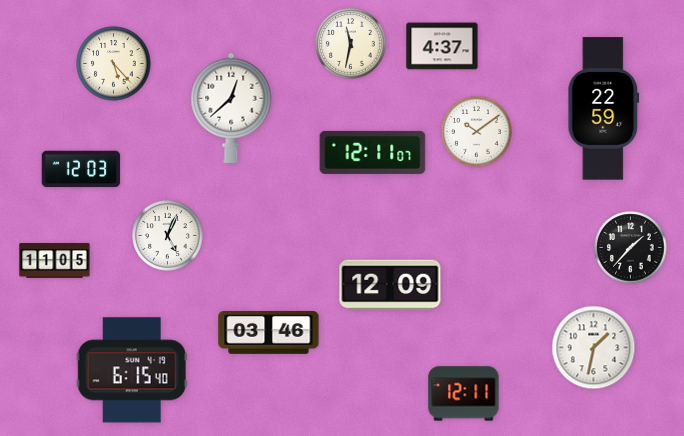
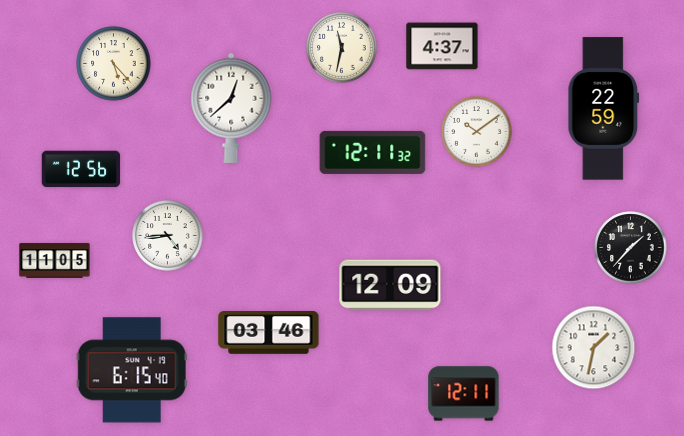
clock at (351, 44) position: (351, 44) -> (342, 48)
clock at (373, 152): 12:11:07 -> 12:11:32
clock at (81, 169): 12:03 -> 12:56
clock at (168, 236): 5:04 -> 4:44
